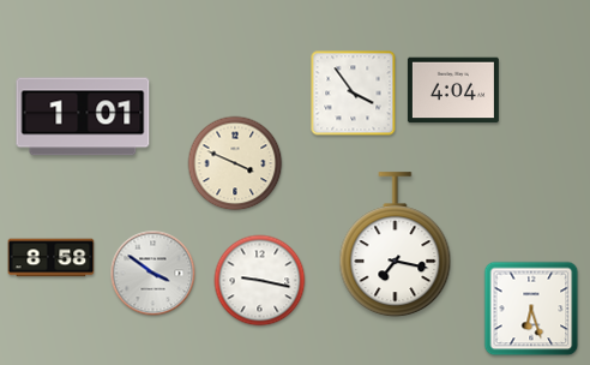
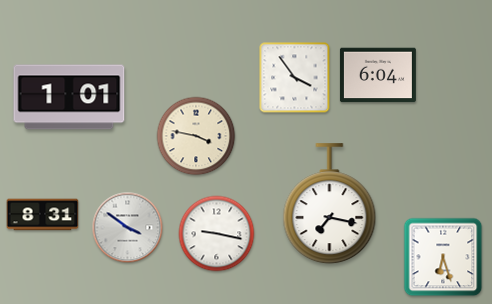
clock at (453, 90): 4:04 -> 6:04
clock at (235, 163): 3:49 -> 3:47
clock at (52, 258): 8:58 -> 8:31
